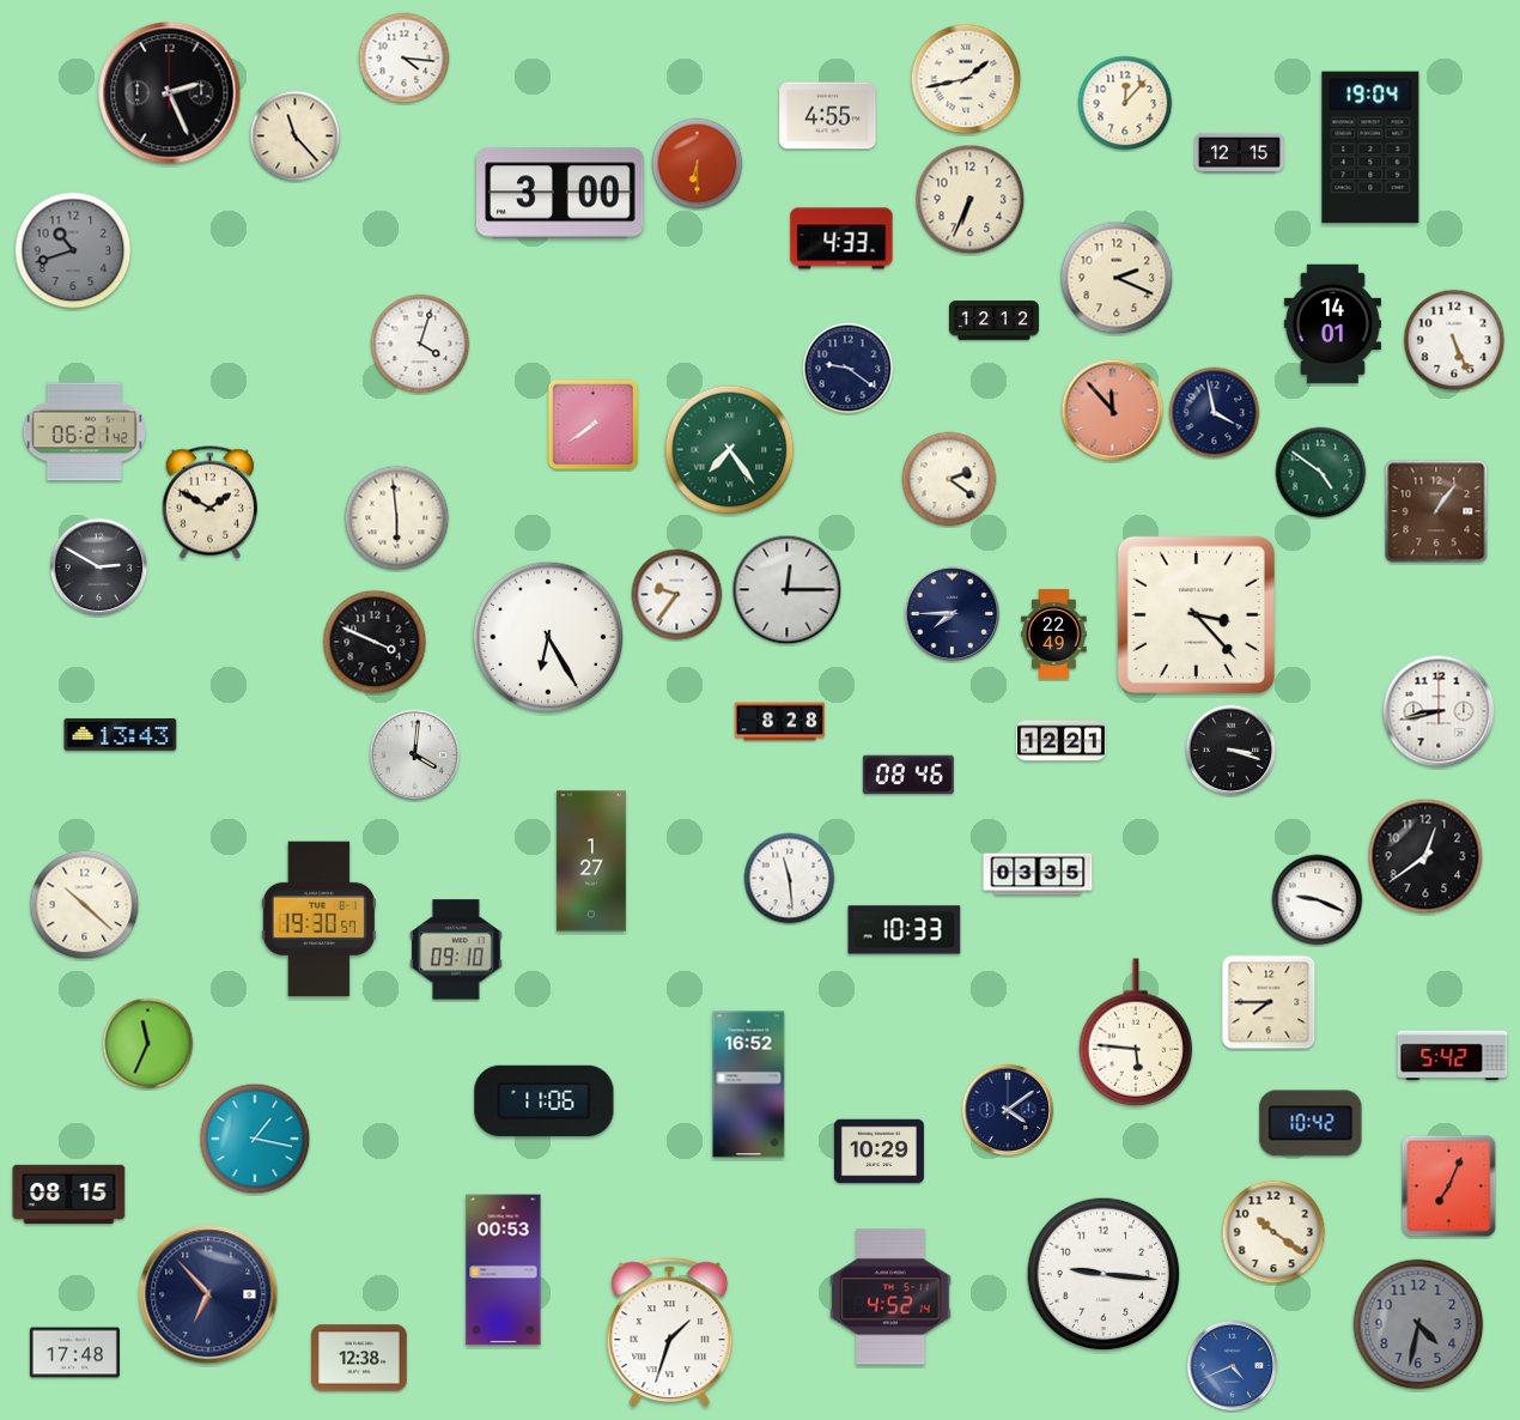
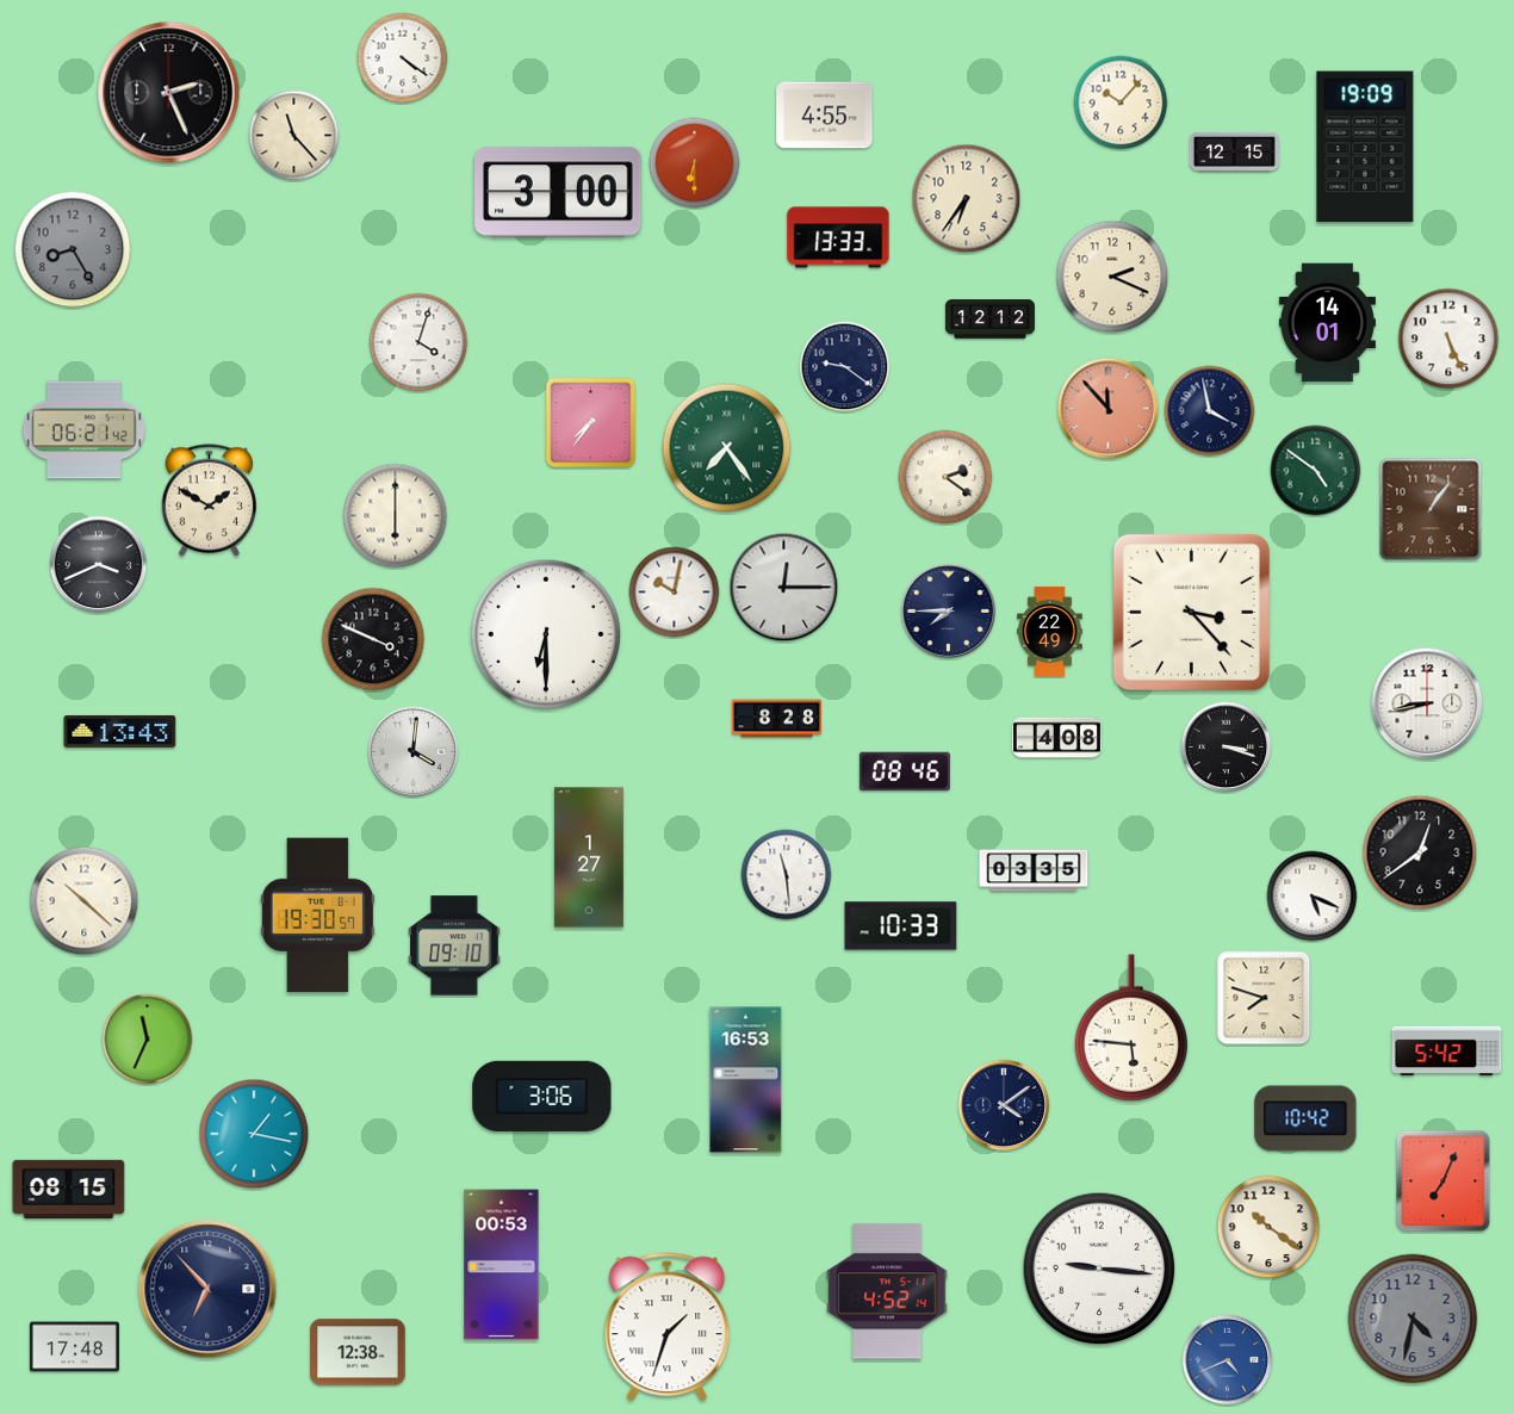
clock at (405, 59): 4:16 -> 4:21
clock at (966, 79): 1:43 -> none
clock at (1125, 103): 12:07 -> 10:07
clock at (1370, 147): 19:04 -> 19:09
clock at (971, 200): 6:34 -> 6:36
clock at (841, 238): 4:33 -> 13:33
clock at (73, 250): 10:42 -> 8:25
clock at (594, 425): 7:39 -> 7:36
clock at (397, 518): 5:59 -> 6:00
clock at (99, 568): 2:50 -> 3:41
clock at (677, 595): 9:36 -> 10:02
clock at (548, 637): 6:25 -> 6:30
clock at (1439, 711) position: (1439, 711) -> (1427, 703)
clock at (1060, 741): 12:21 -> 4:08
clock at (1318, 900): 9:19 -> 5:19
clock at (1269, 1002): 7:45 -> 7:48
clock at (749, 1085): 16:52 -> 16:53
clock at (545, 1100): 11:06 -> 3:06
clock at (878, 1152): 10:29 -> none
